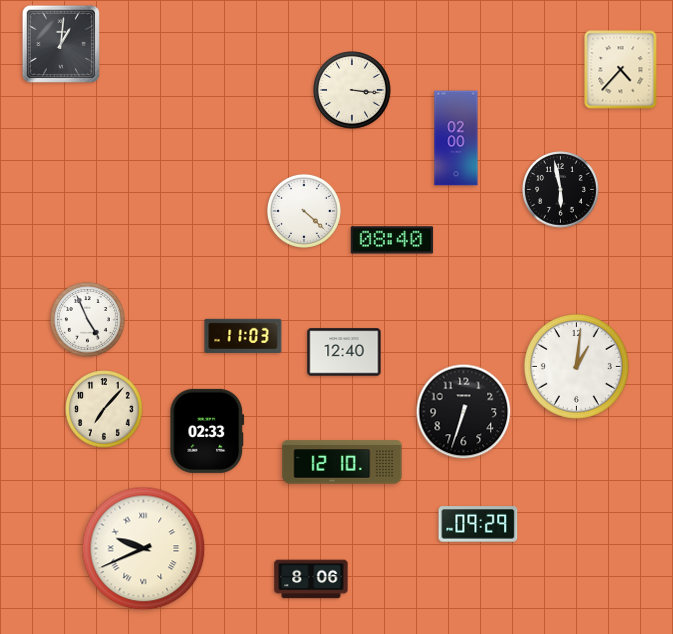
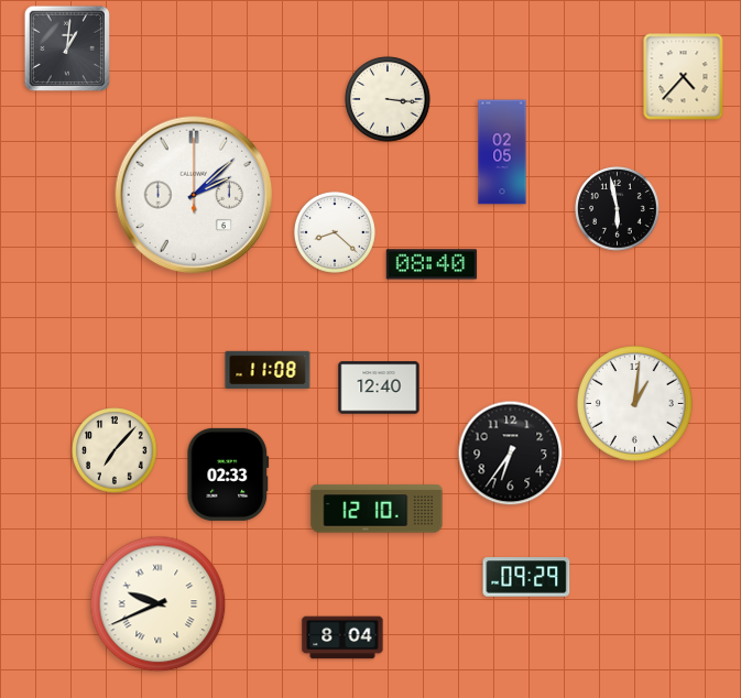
clock at (456, 138): 02:00 -> 02:05
clock at (194, 195): none -> 2:08
clock at (304, 211): 4:22 -> 8:22
clock at (87, 319): 4:56 -> none
clock at (243, 336): 11:03 -> 11:08
clock at (464, 412): 6:33 -> 6:36
clock at (311, 579): 8:06 -> 8:04
